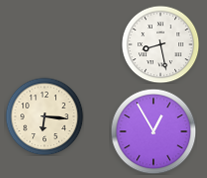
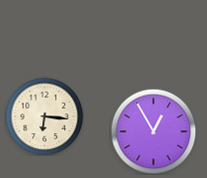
clock at (160, 44): 8:28 -> none
